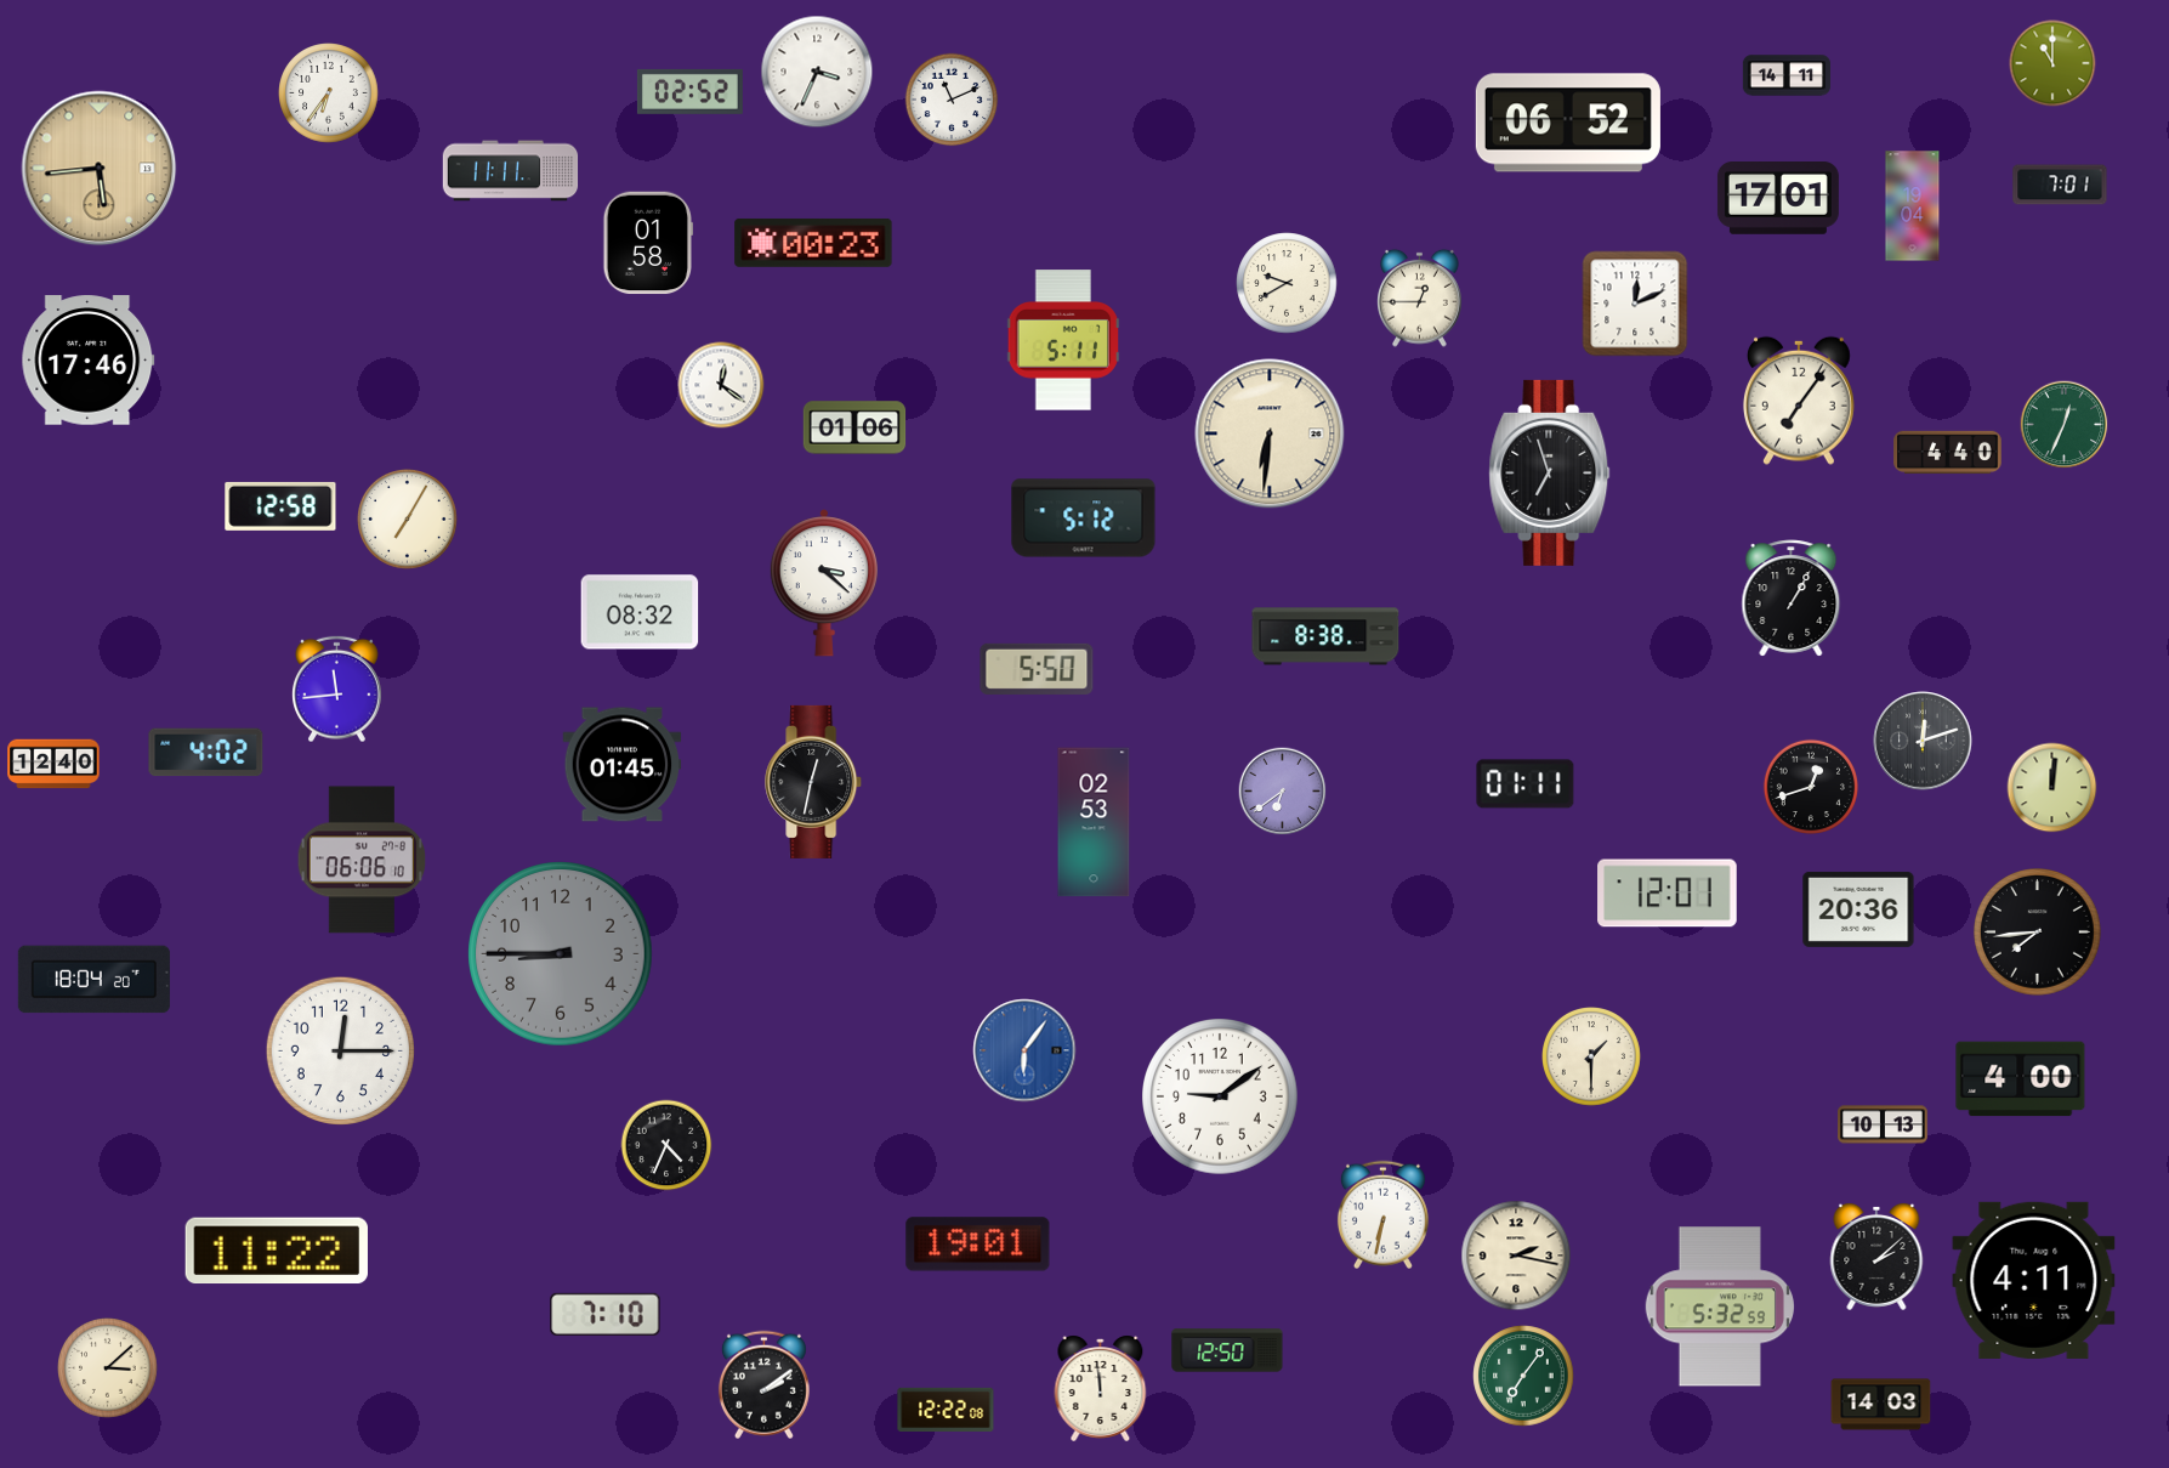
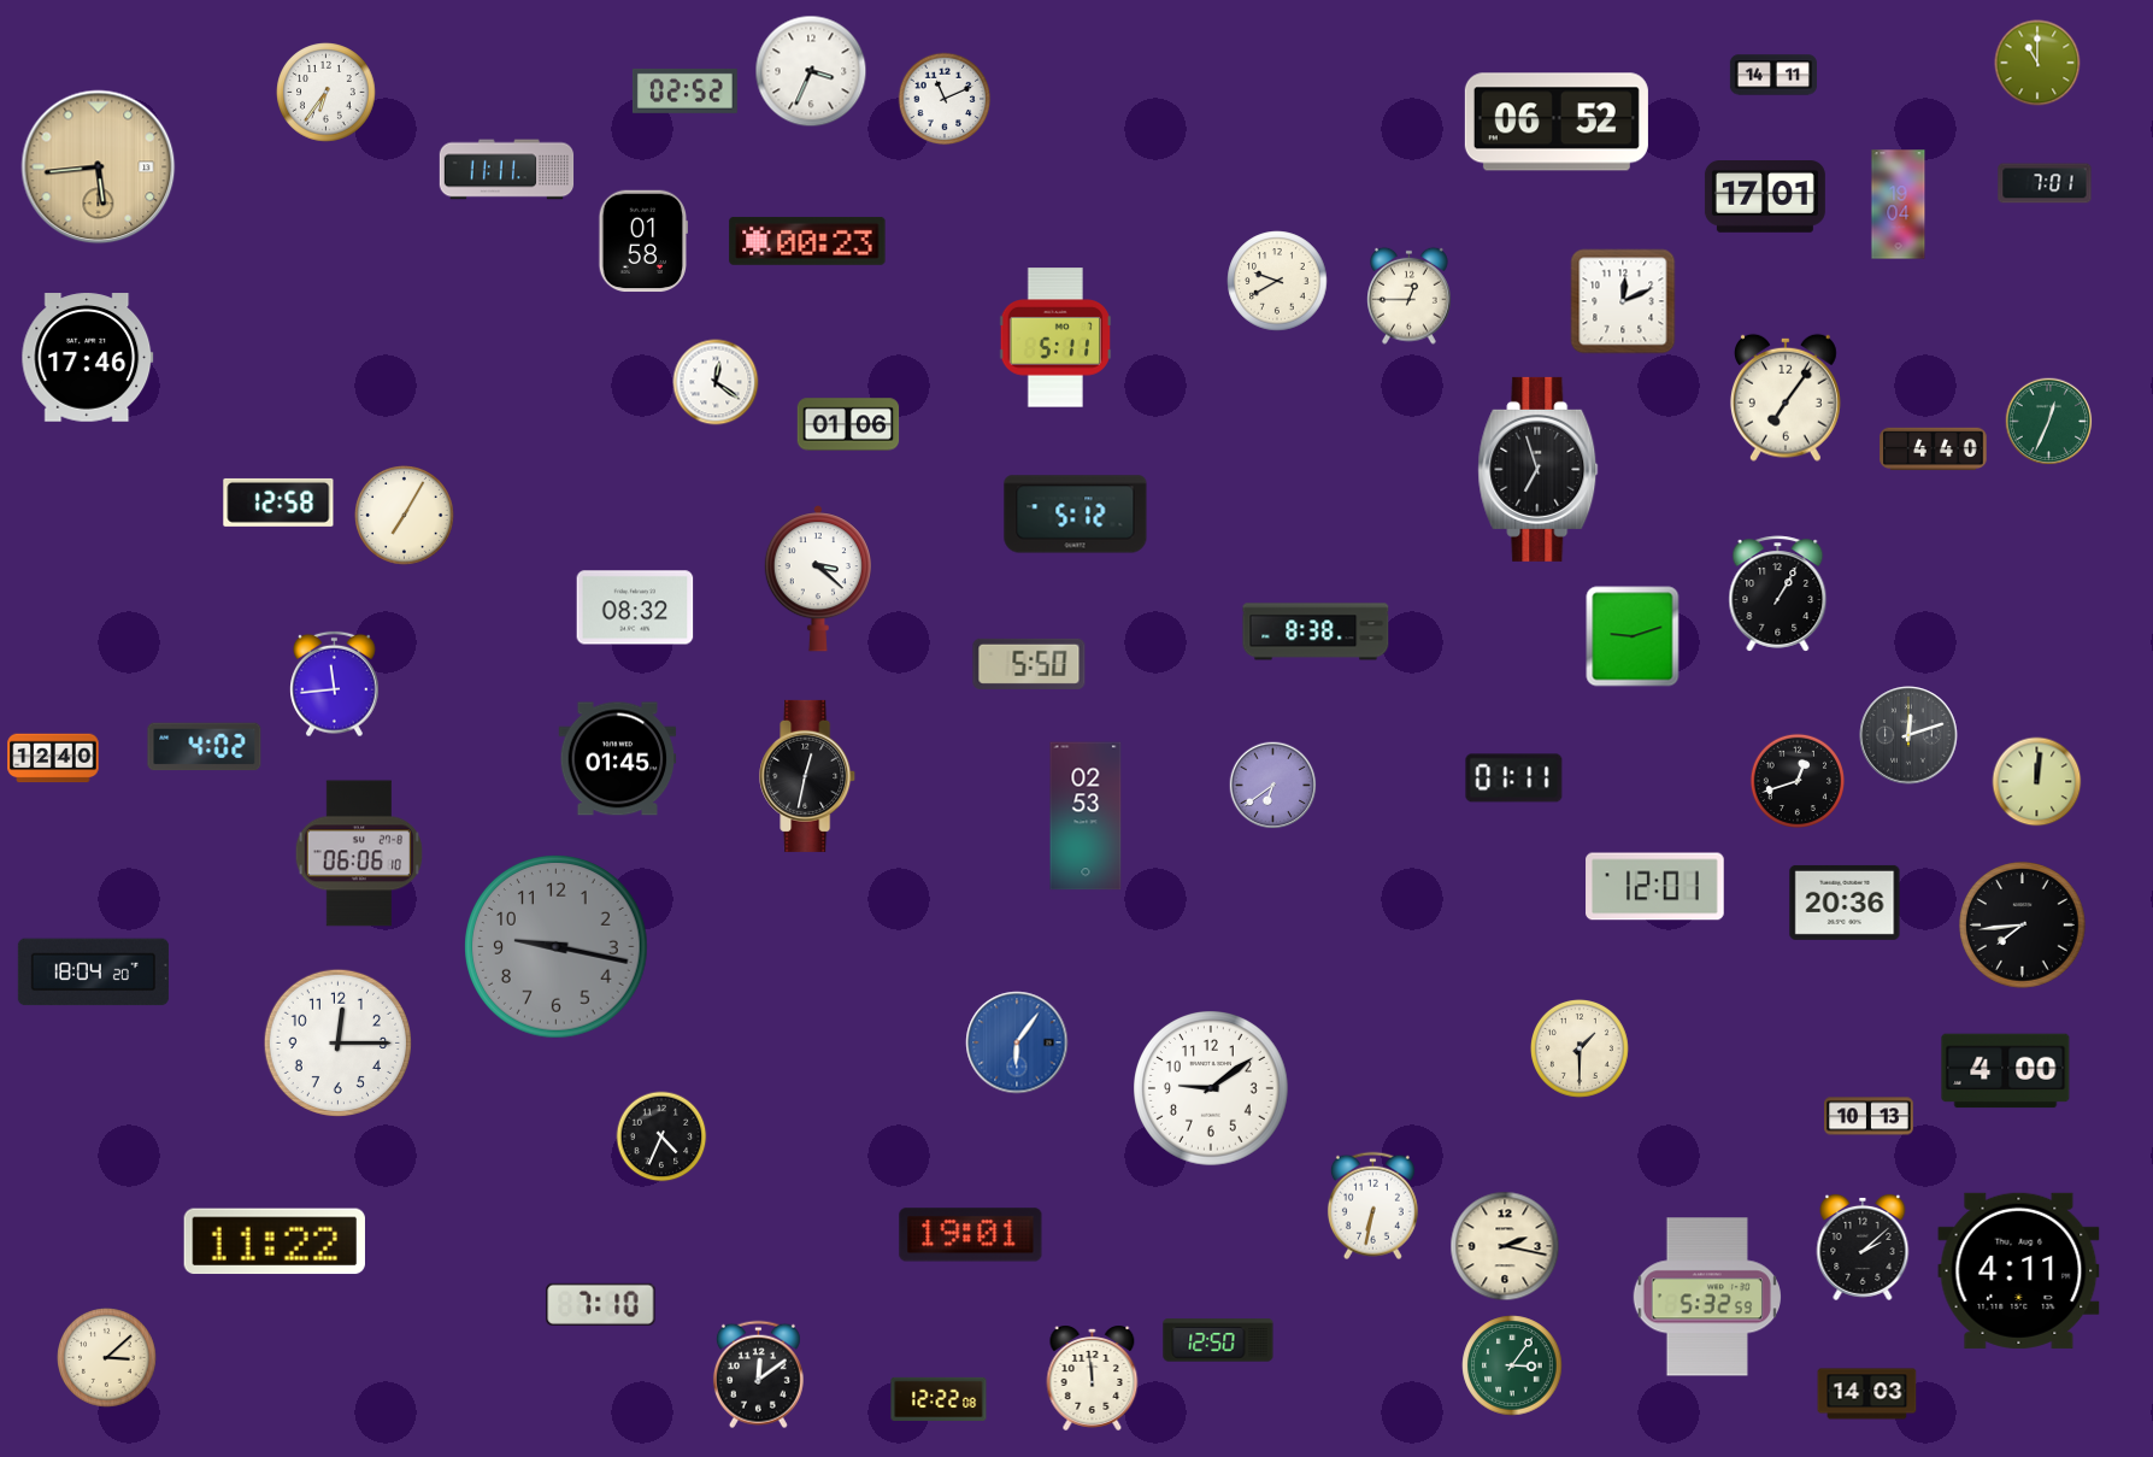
clock at (1270, 433): 6:31 -> none
clock at (1633, 636): none -> 9:12
clock at (561, 954): 8:45 -> 9:17
clock at (1523, 1376): 7:06 -> 3:06
clock at (763, 1385): 2:09 -> 12:09
